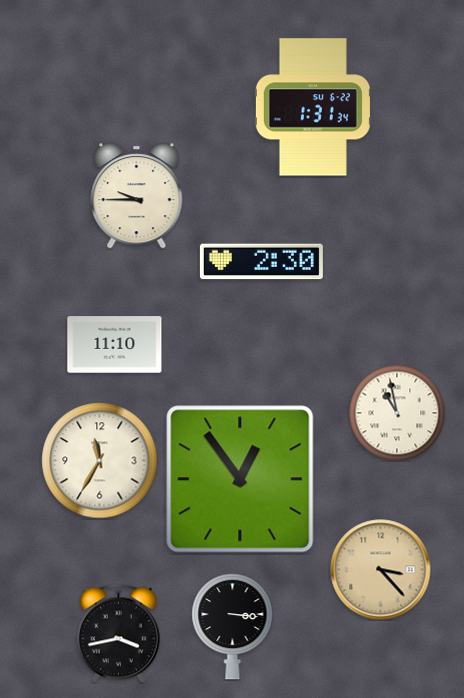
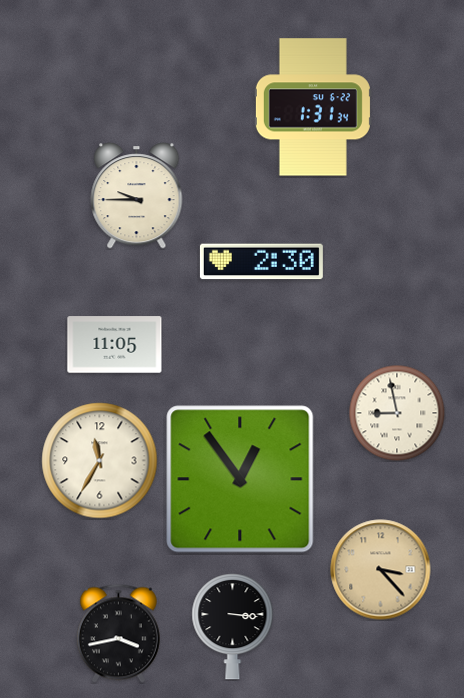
clock at (115, 345): 11:10 -> 11:05
clock at (397, 413): 10:58 -> 8:58
